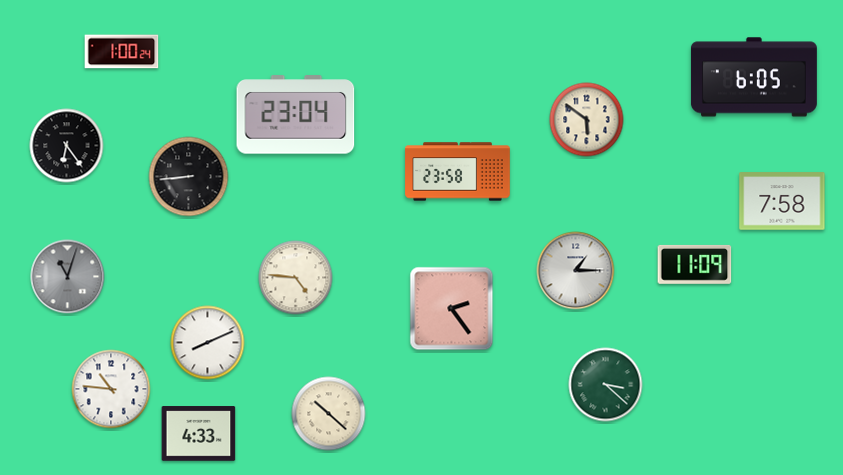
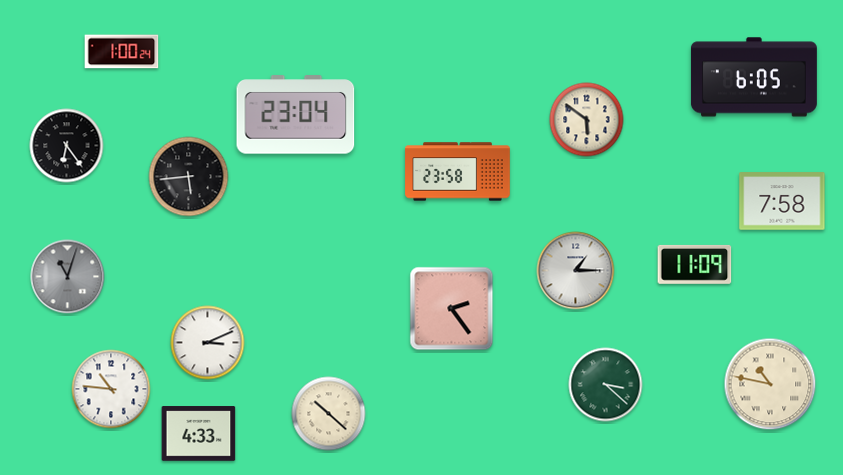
clock at (189, 177): 8:44 -> 5:44
clock at (296, 278): 4:46 -> none
clock at (208, 343): 8:11 -> 3:11
clock at (770, 384): none -> 10:47
